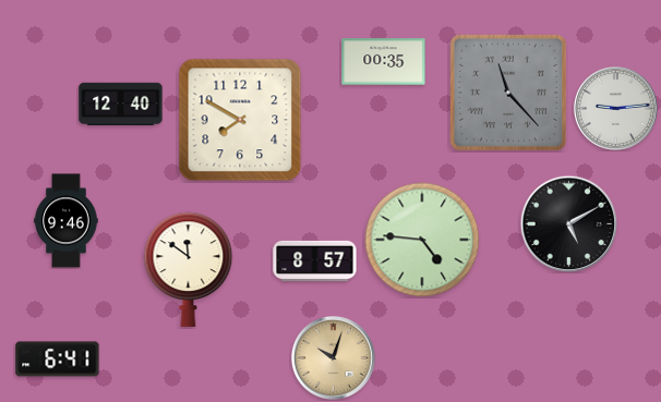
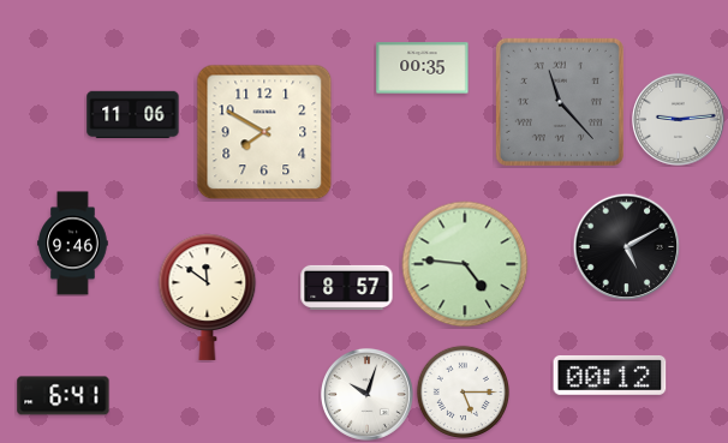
clock at (121, 103): 12:40 -> 11:06
clock at (610, 375): none -> 00:12
clock at (463, 391): none -> 5:15
clock at (333, 357) dial: champagne -> white
